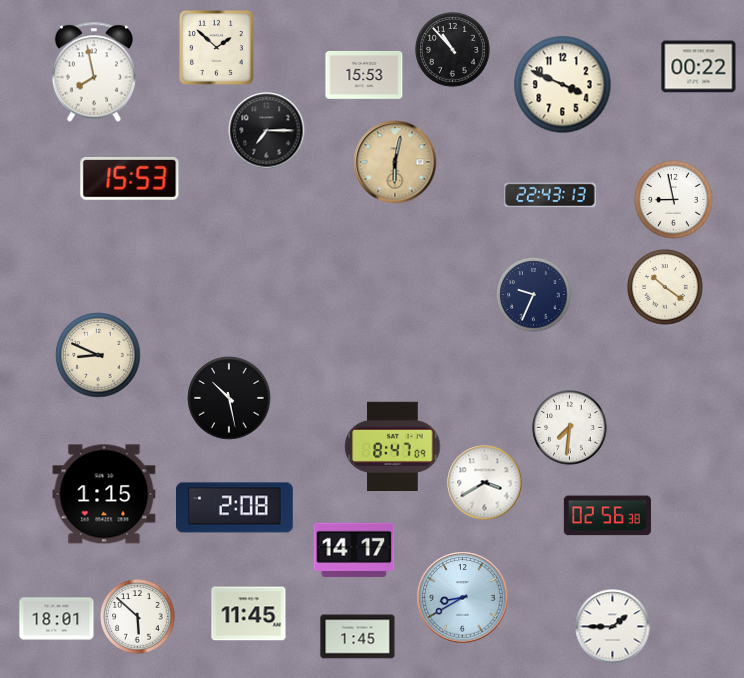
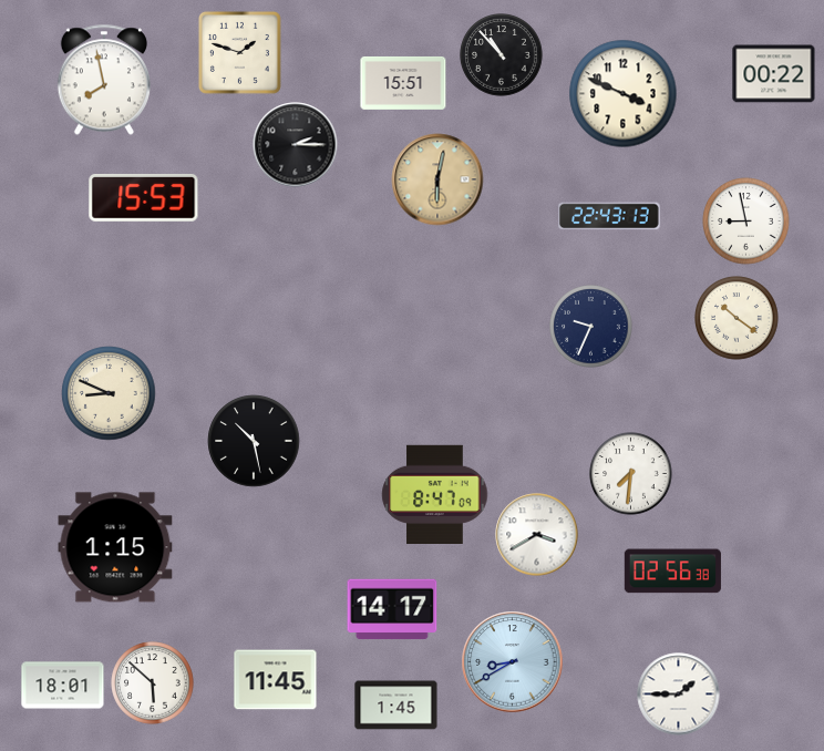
clock at (216, 47): 1:52 -> 1:48
clock at (364, 75): 15:53 -> 15:51
clock at (267, 131): 7:15 -> 2:15
clock at (235, 508): 2:08 -> none
